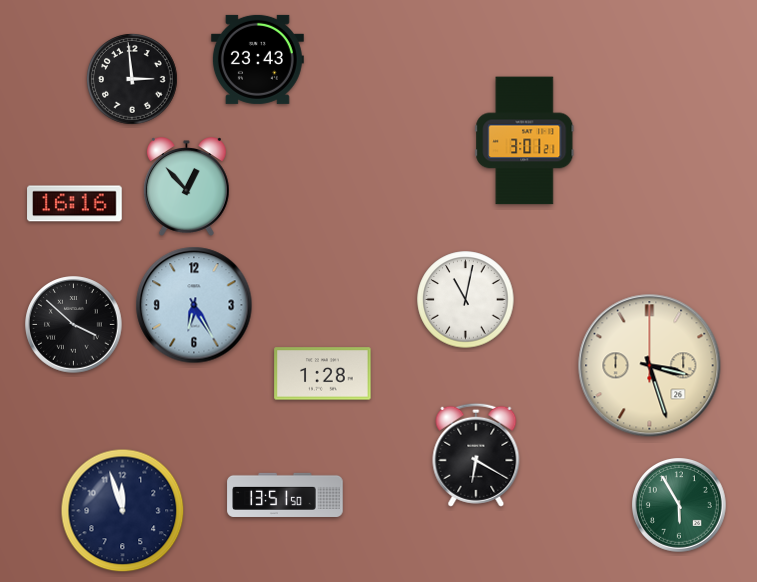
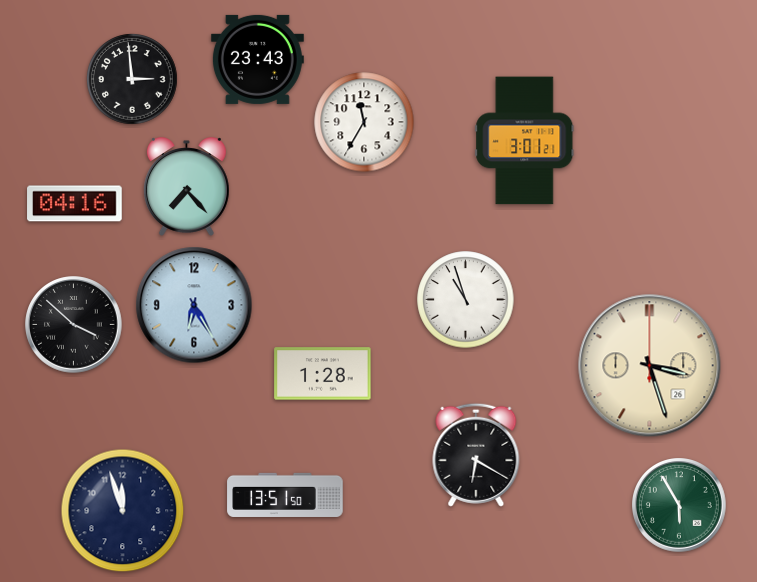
clock at (364, 122): none -> 11:35
clock at (186, 187): 12:53 -> 7:23
clock at (75, 204): 16:16 -> 04:16
clock at (466, 300): 11:02 -> 10:57
